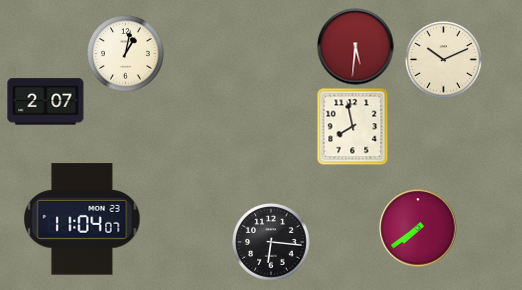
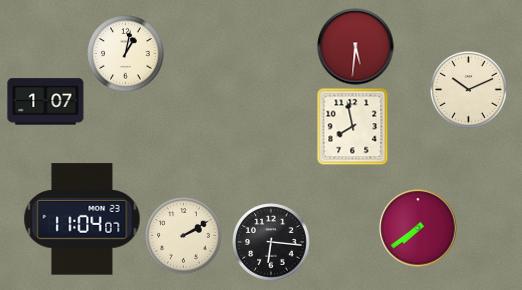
clock at (444, 60) position: (444, 60) -> (469, 90)
clock at (46, 102): 2:07 -> 1:07
clock at (184, 236): none -> 2:10
